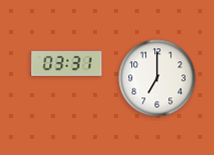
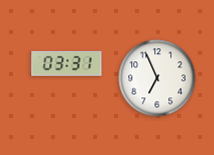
clock at (157, 78): 7:00 -> 6:56
